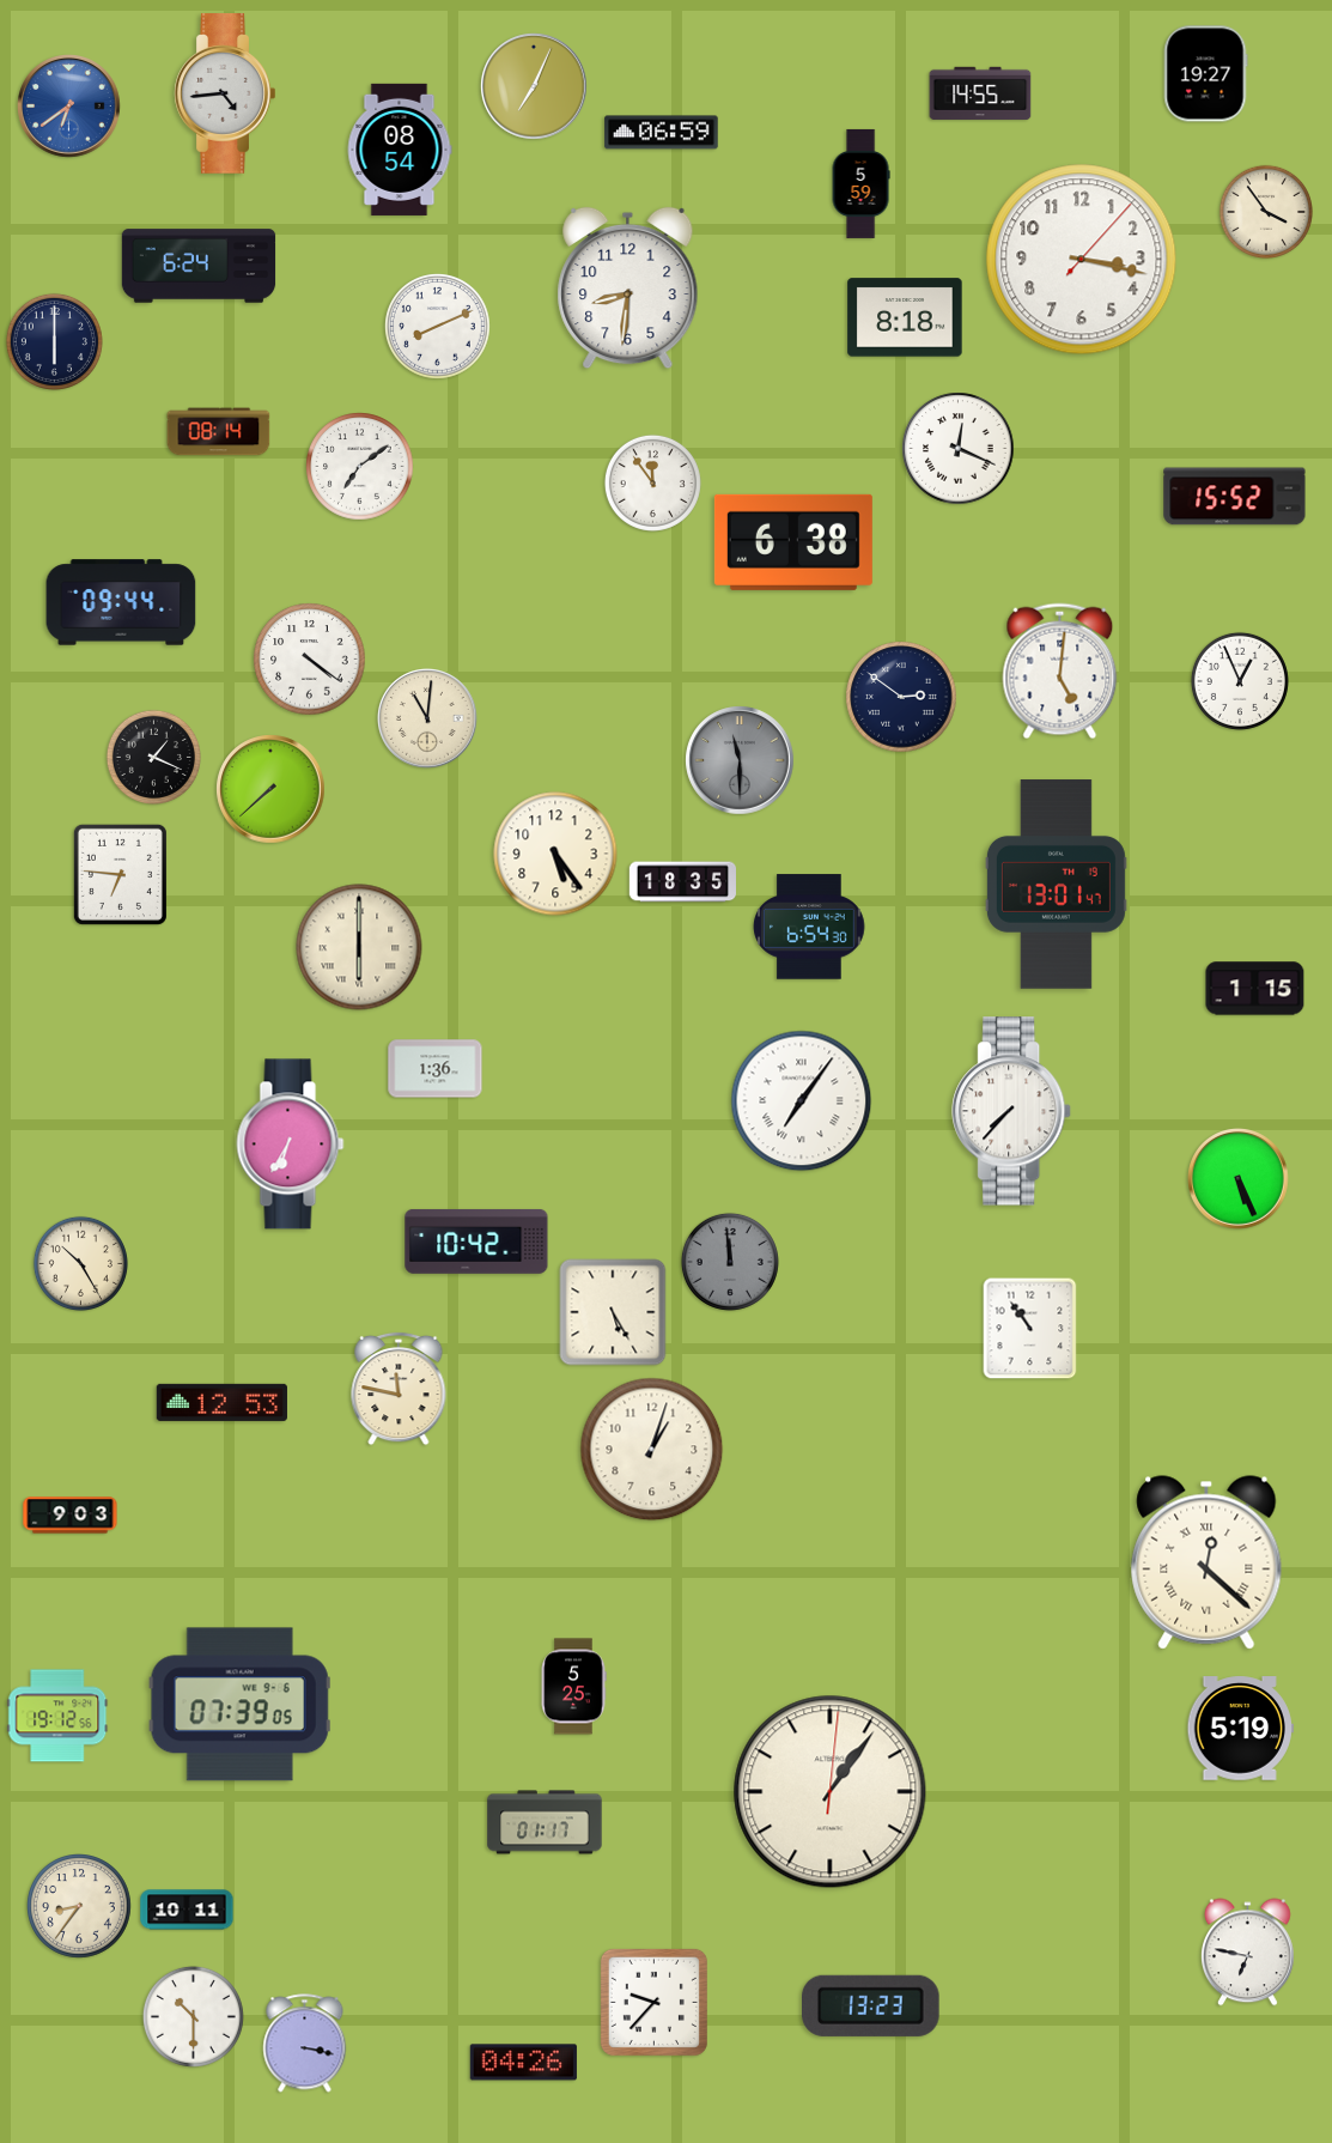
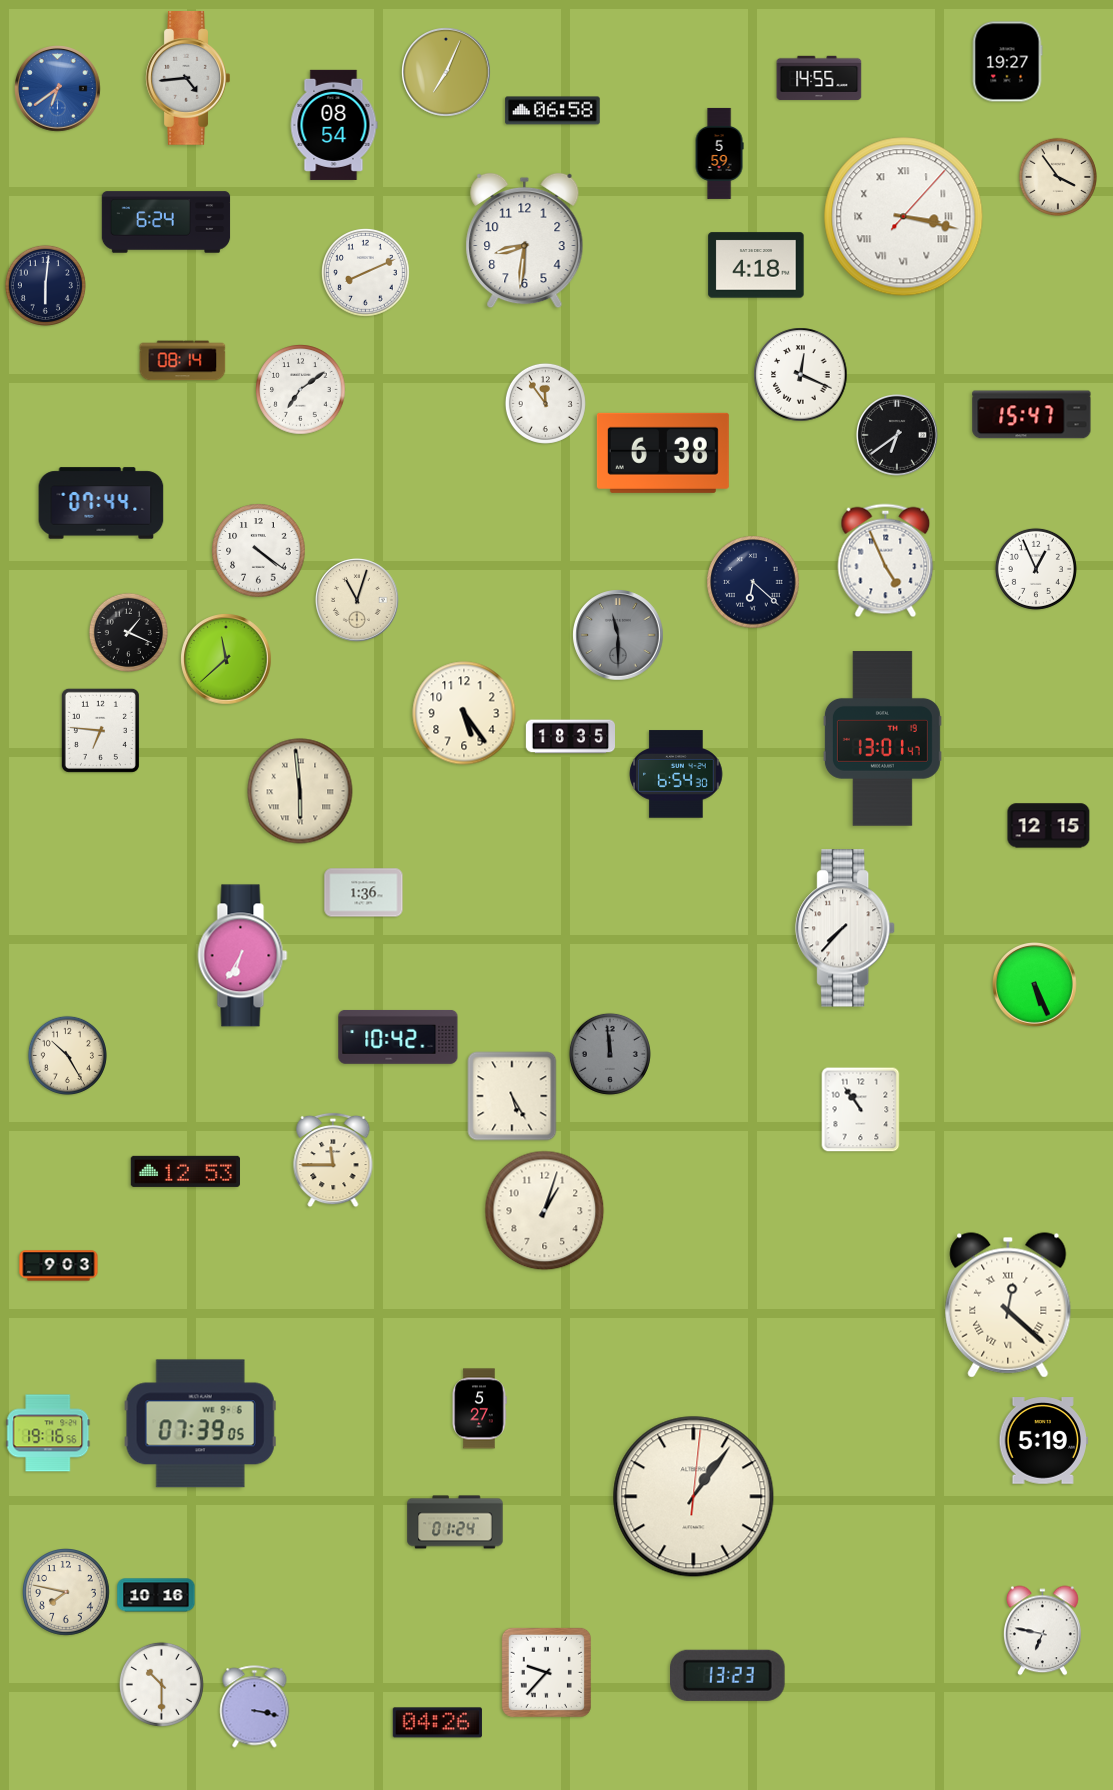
clock at (662, 133): 06:59 -> 06:58
clock at (1082, 260) numerals: Arabic -> Roman
clock at (905, 317): 8:18 -> 4:18
clock at (54, 341): 6:00 -> 6:01
clock at (1235, 497): 15:52 -> 15:47
clock at (898, 436): none -> 6:39
clock at (121, 602): 09:44 -> 07:44
clock at (1060, 672): 5:01 -> 4:56
clock at (901, 697): 2:51 -> 6:22
clock at (428, 720): 11:01 -> 11:03
clock at (270, 789): 7:38 -> 11:38
clock at (359, 947): 6:00 -> 5:59
clock at (1255, 989): 1:15 -> 12:15
clock at (802, 1101): 7:06 -> none
clock at (399, 1389): 11:47 -> 11:45
clock at (573, 1687): 5:25 -> 5:27
clock at (57, 1716): 19:12 -> 19:16
clock at (1240, 1729) position: (1240, 1729) -> (1043, 1441)
clock at (545, 1822): 01:17 -> 01:24
clock at (80, 1907): 8:36 -> 7:47
clock at (187, 1910): 10:11 -> 10:16
